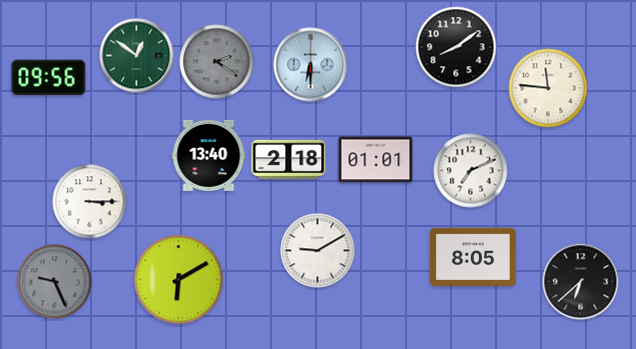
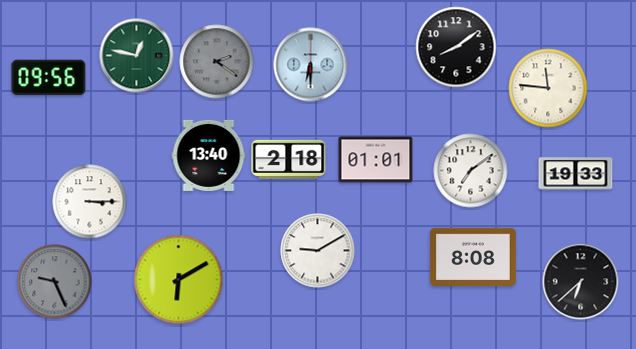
clock at (137, 56): 12:51 -> 12:47
clock at (471, 171): 7:11 -> 7:09
clock at (576, 174): none -> 19:33
clock at (473, 256): 8:05 -> 8:08
